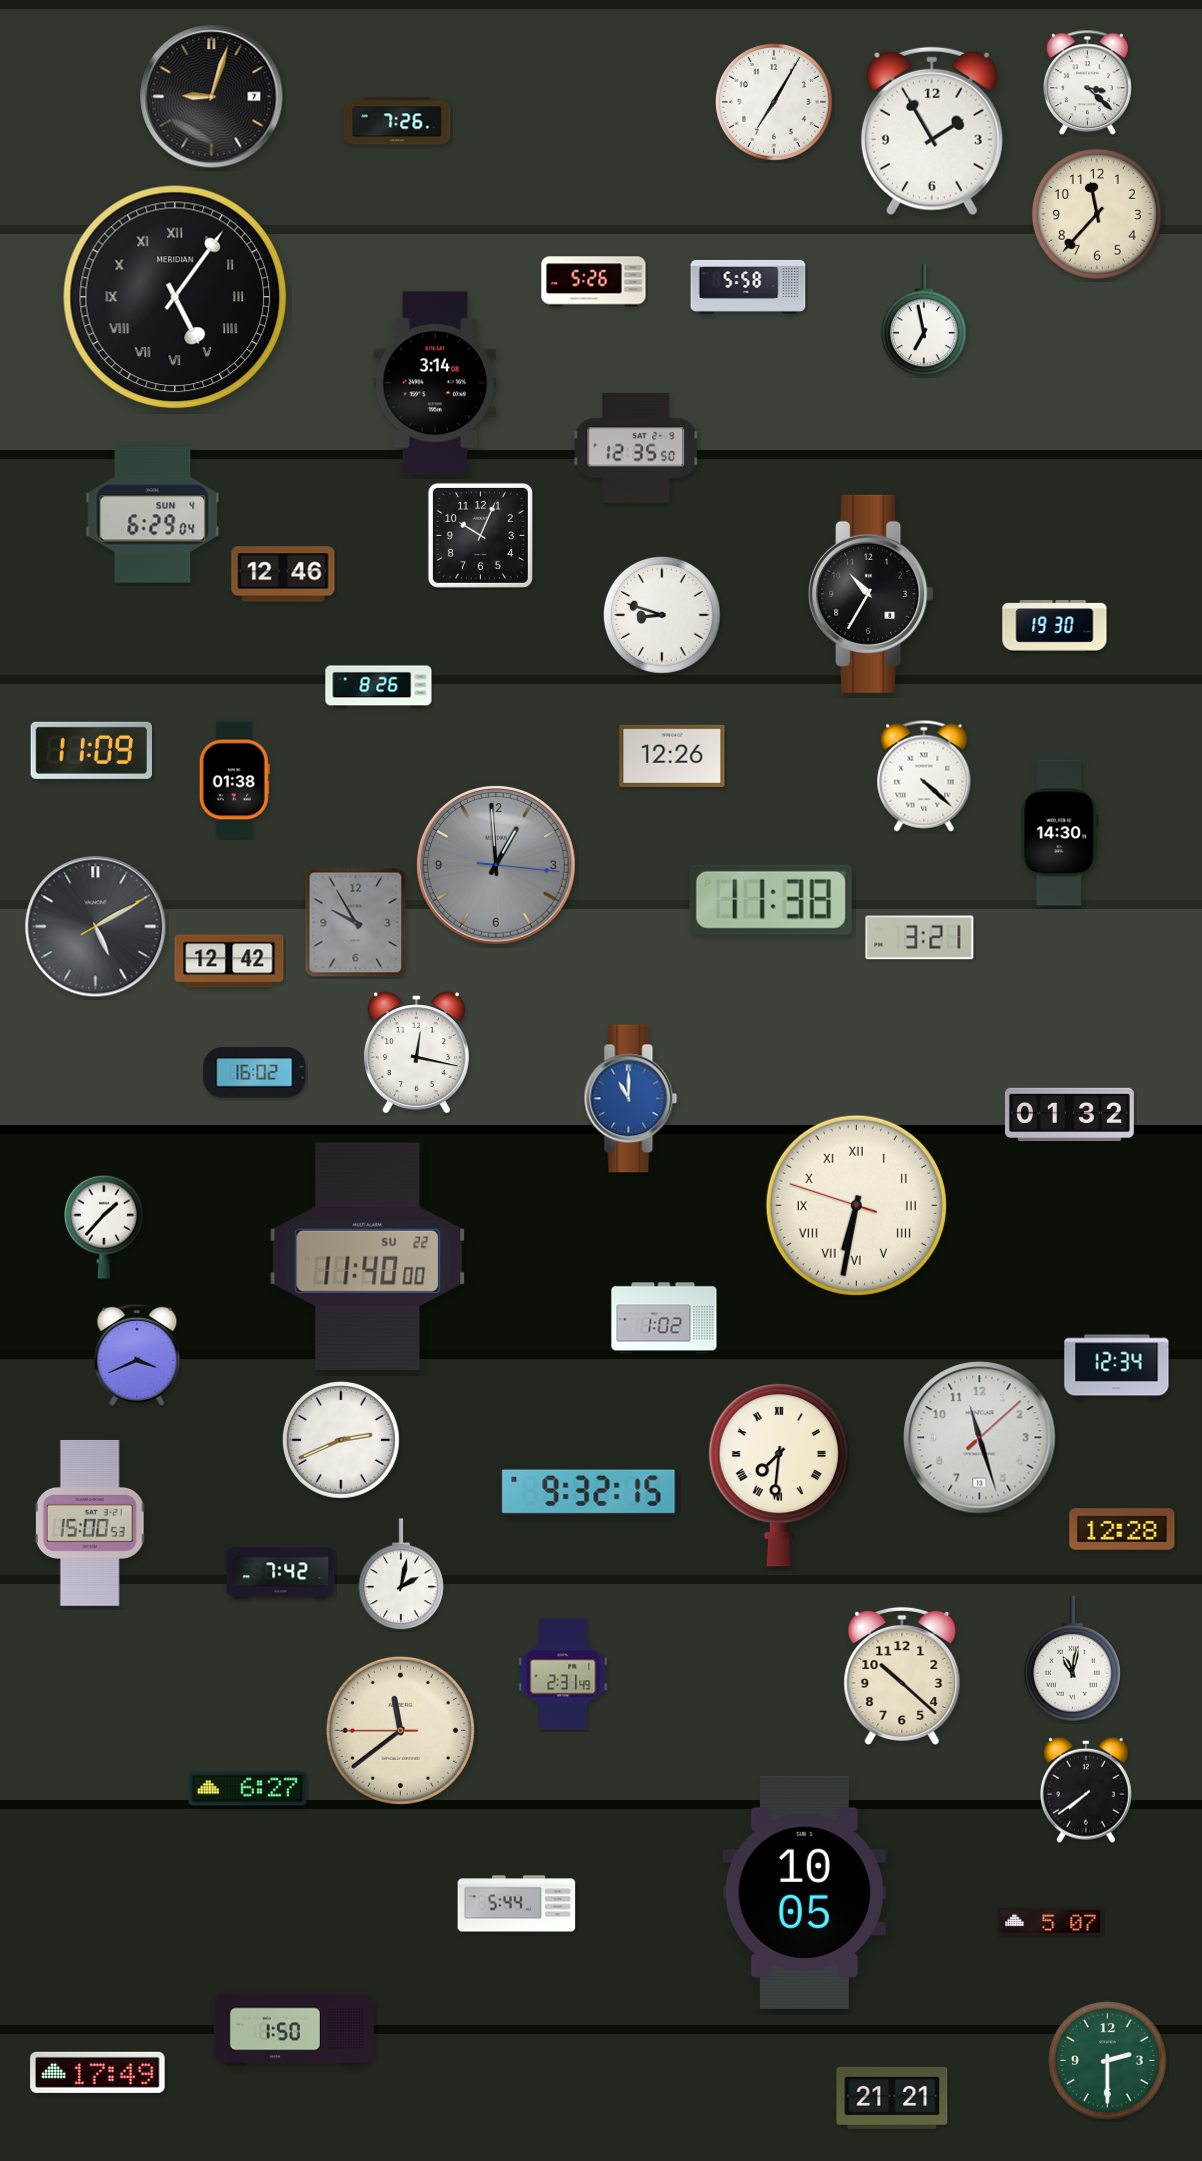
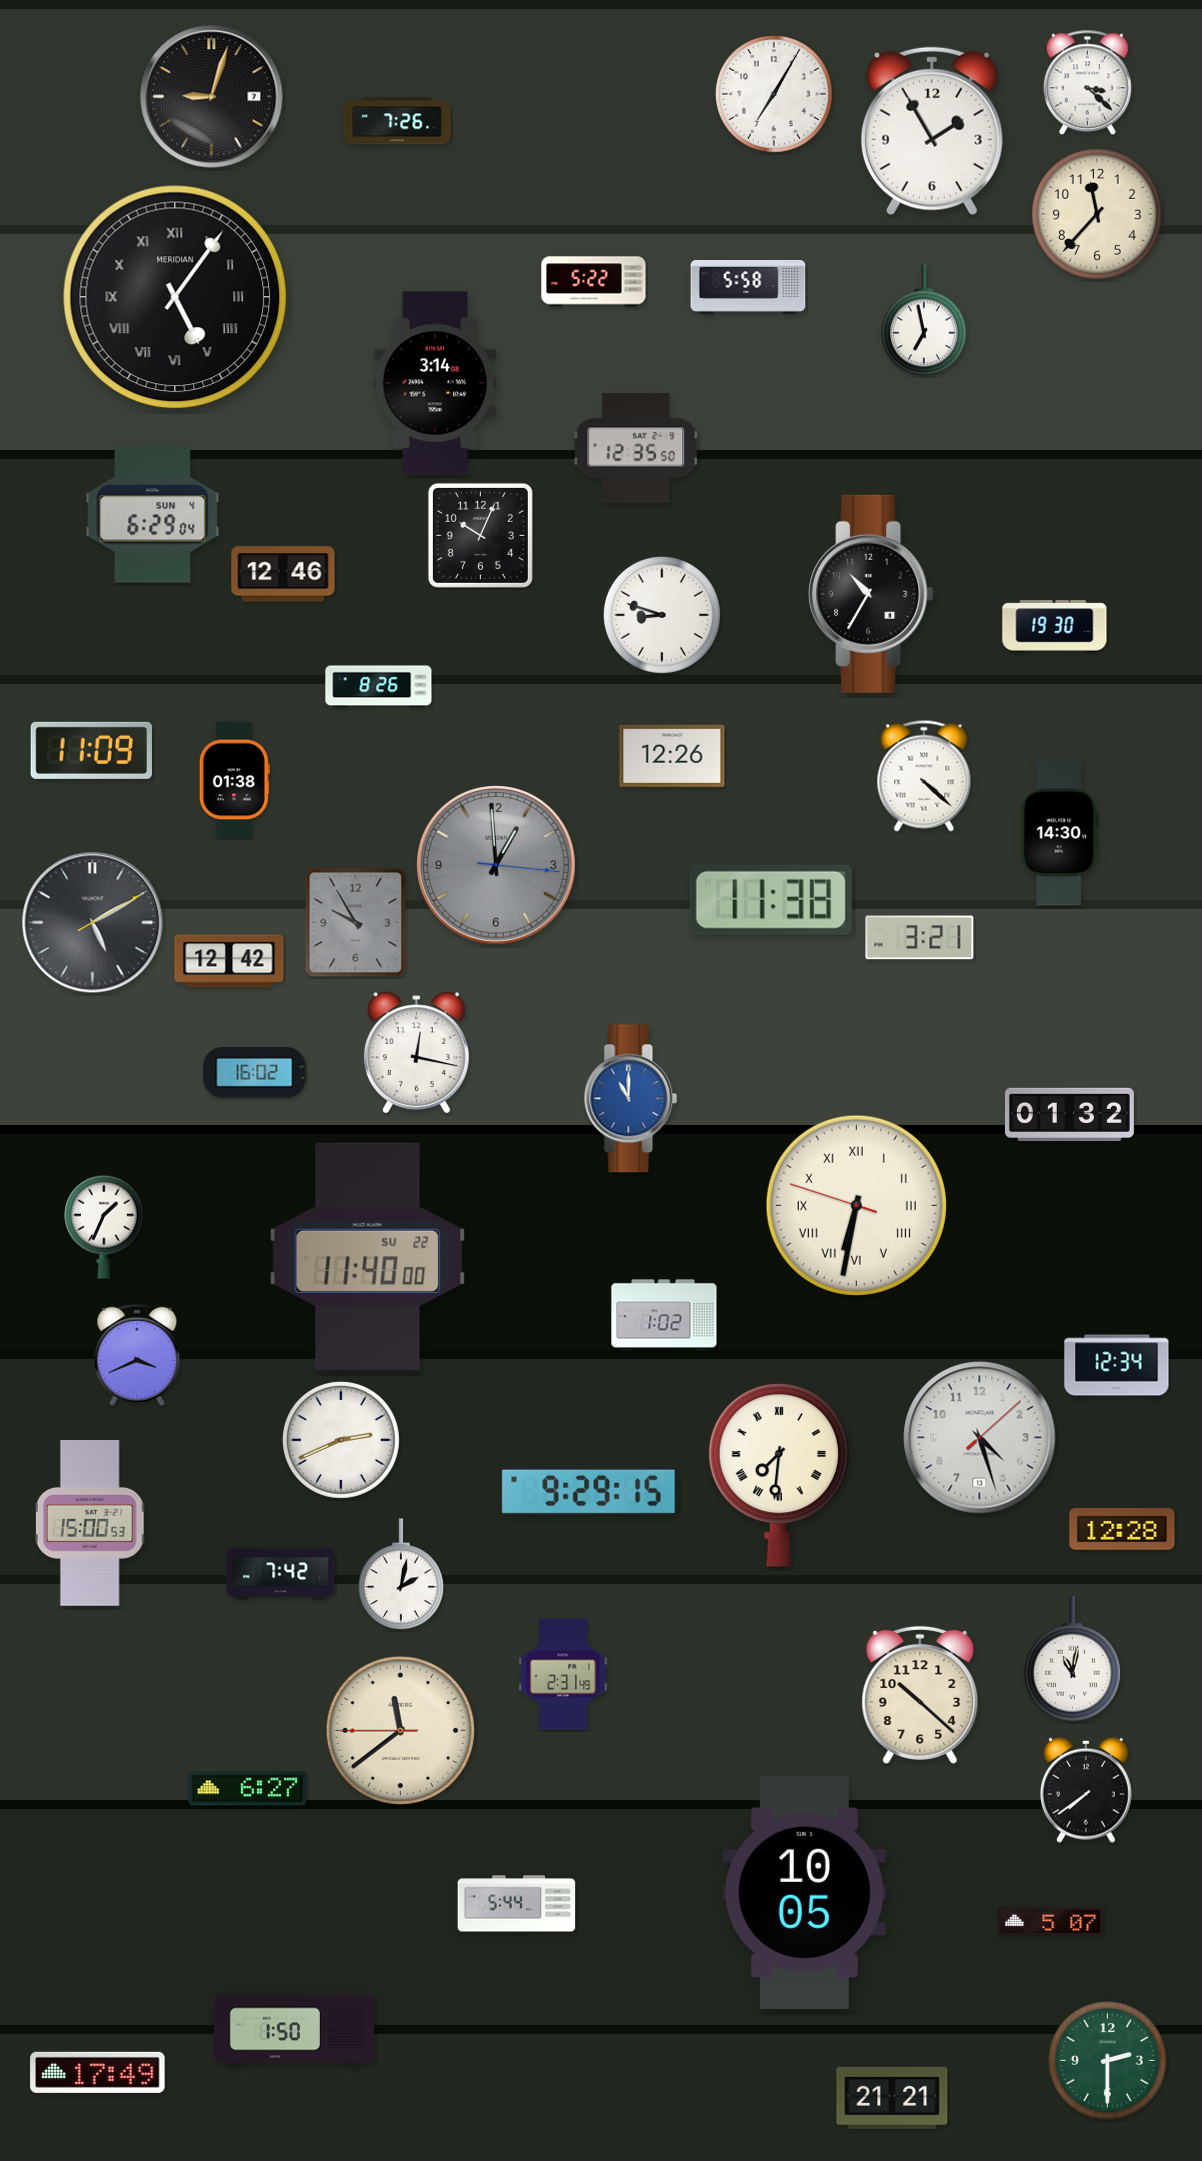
clock at (774, 102) position: (774, 102) -> (774, 94)
clock at (594, 282): 5:26 -> 5:22
clock at (96, 927) position: (96, 927) -> (93, 923)
clock at (105, 1227): 1:37 -> 1:34
clock at (664, 1318) position: (664, 1318) -> (664, 1315)
clock at (980, 1438): 11:27 -> 4:27
clock at (589, 1491): 9:32 -> 9:29
clock at (902, 1676) position: (902, 1676) -> (920, 1695)
